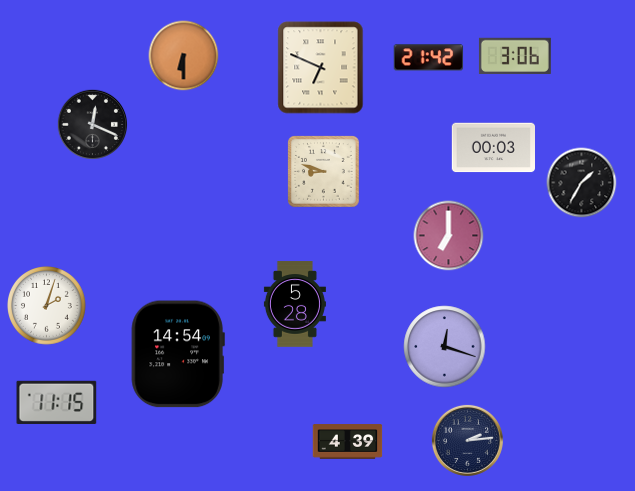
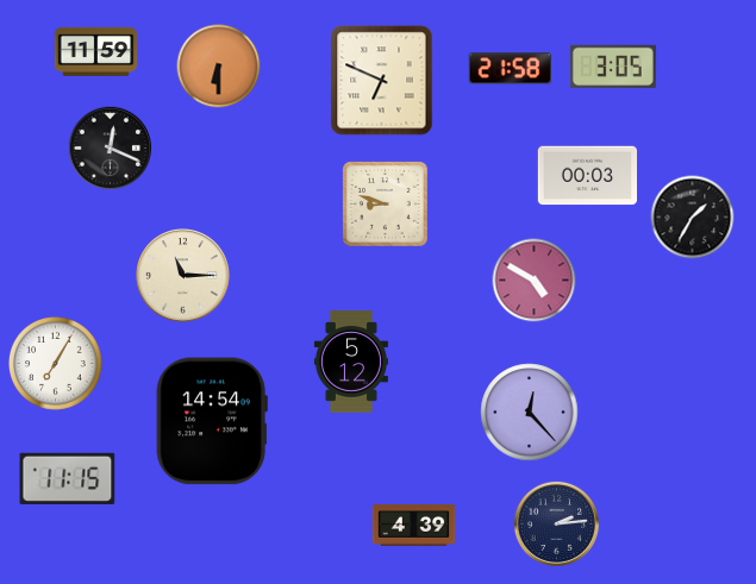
clock at (96, 51): none -> 11:59
clock at (515, 56): 3:06 -> 3:05
clock at (429, 58): 21:42 -> 21:58
clock at (183, 276): none -> 11:15
clock at (449, 236): 7:00 -> 4:50
clock at (295, 304): 5:28 -> 5:12
clock at (47, 306): 2:03 -> 7:05
clock at (445, 347): 12:18 -> 12:23
